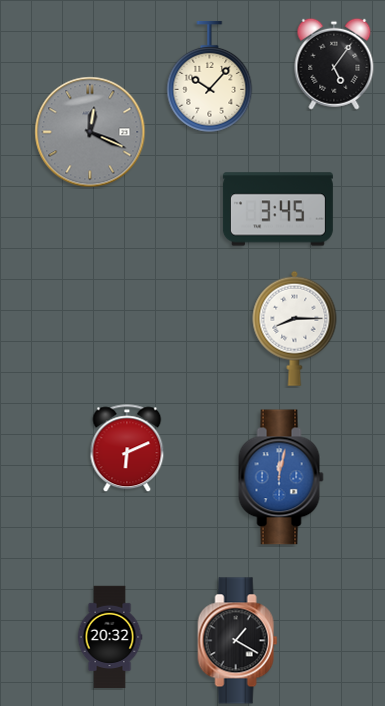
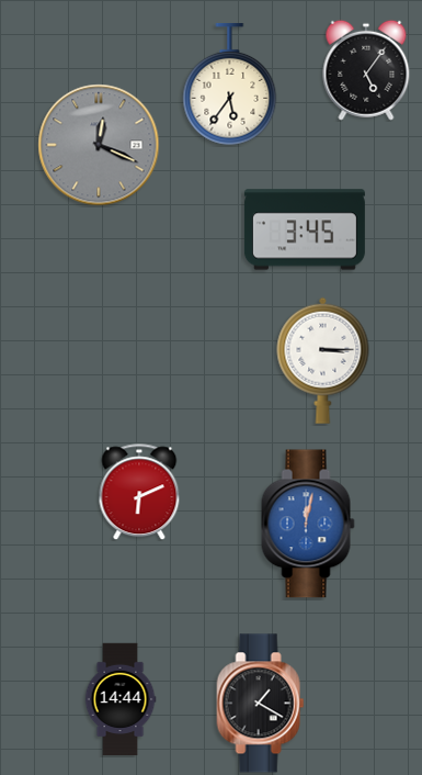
clock at (210, 77): 10:07 -> 5:36
clock at (295, 328): 8:15 -> 3:15
clock at (110, 637): 20:32 -> 14:44
